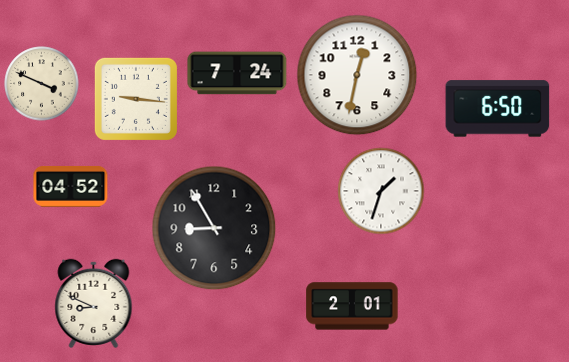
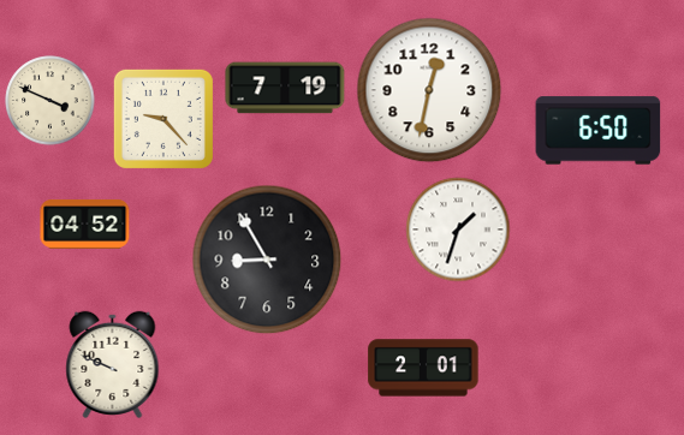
clock at (237, 73): 7:24 -> 7:19
clock at (136, 99): 9:16 -> 9:23
clock at (214, 228) position: (214, 228) -> (267, 260)
clock at (94, 303): 8:49 -> 9:49
